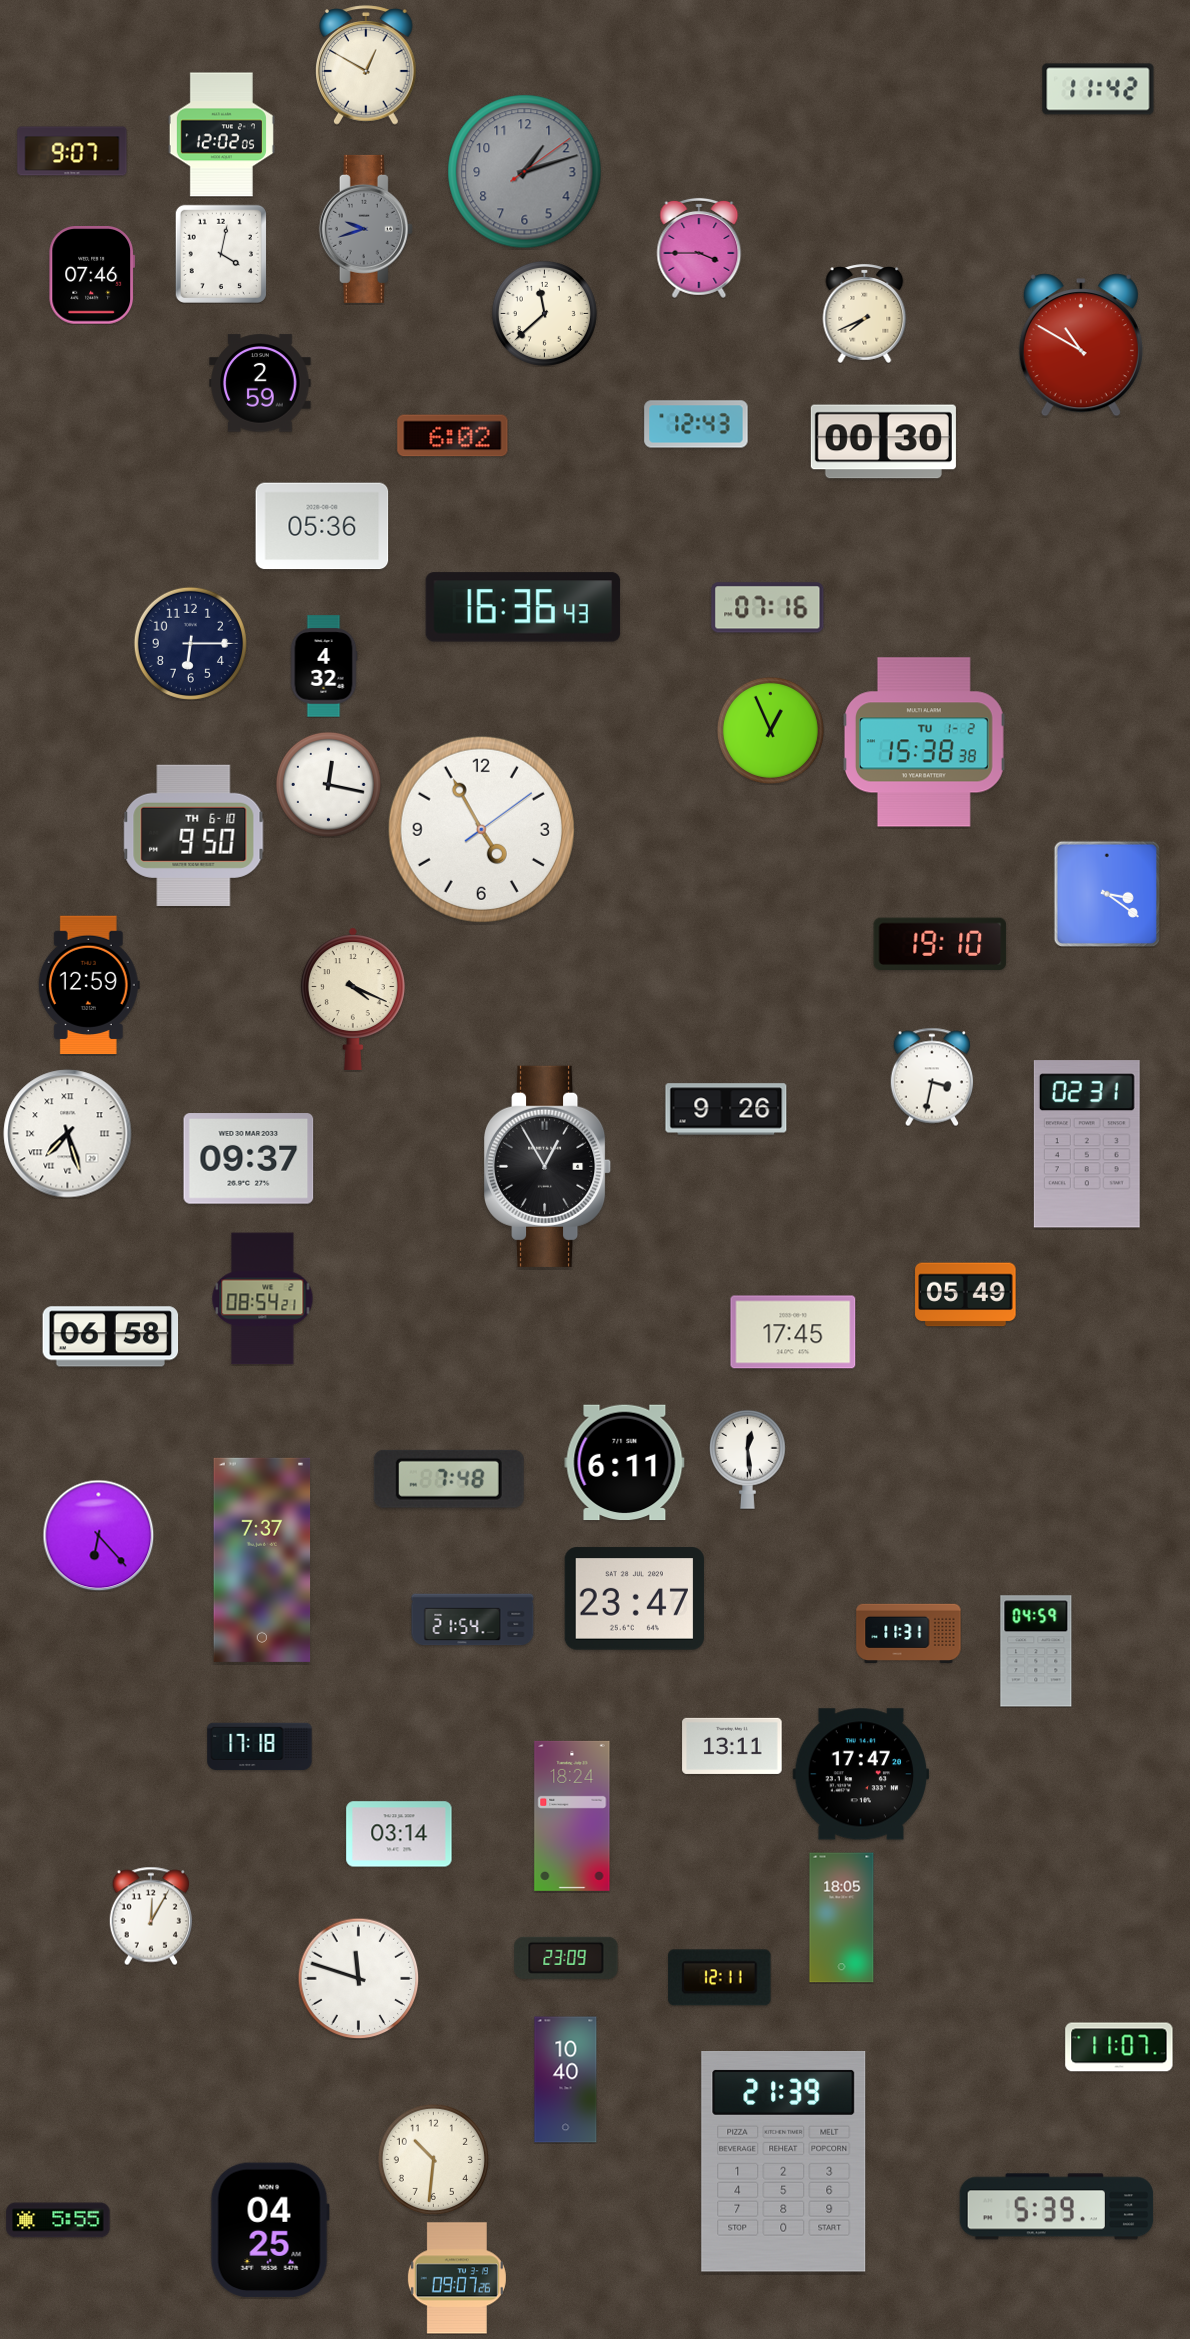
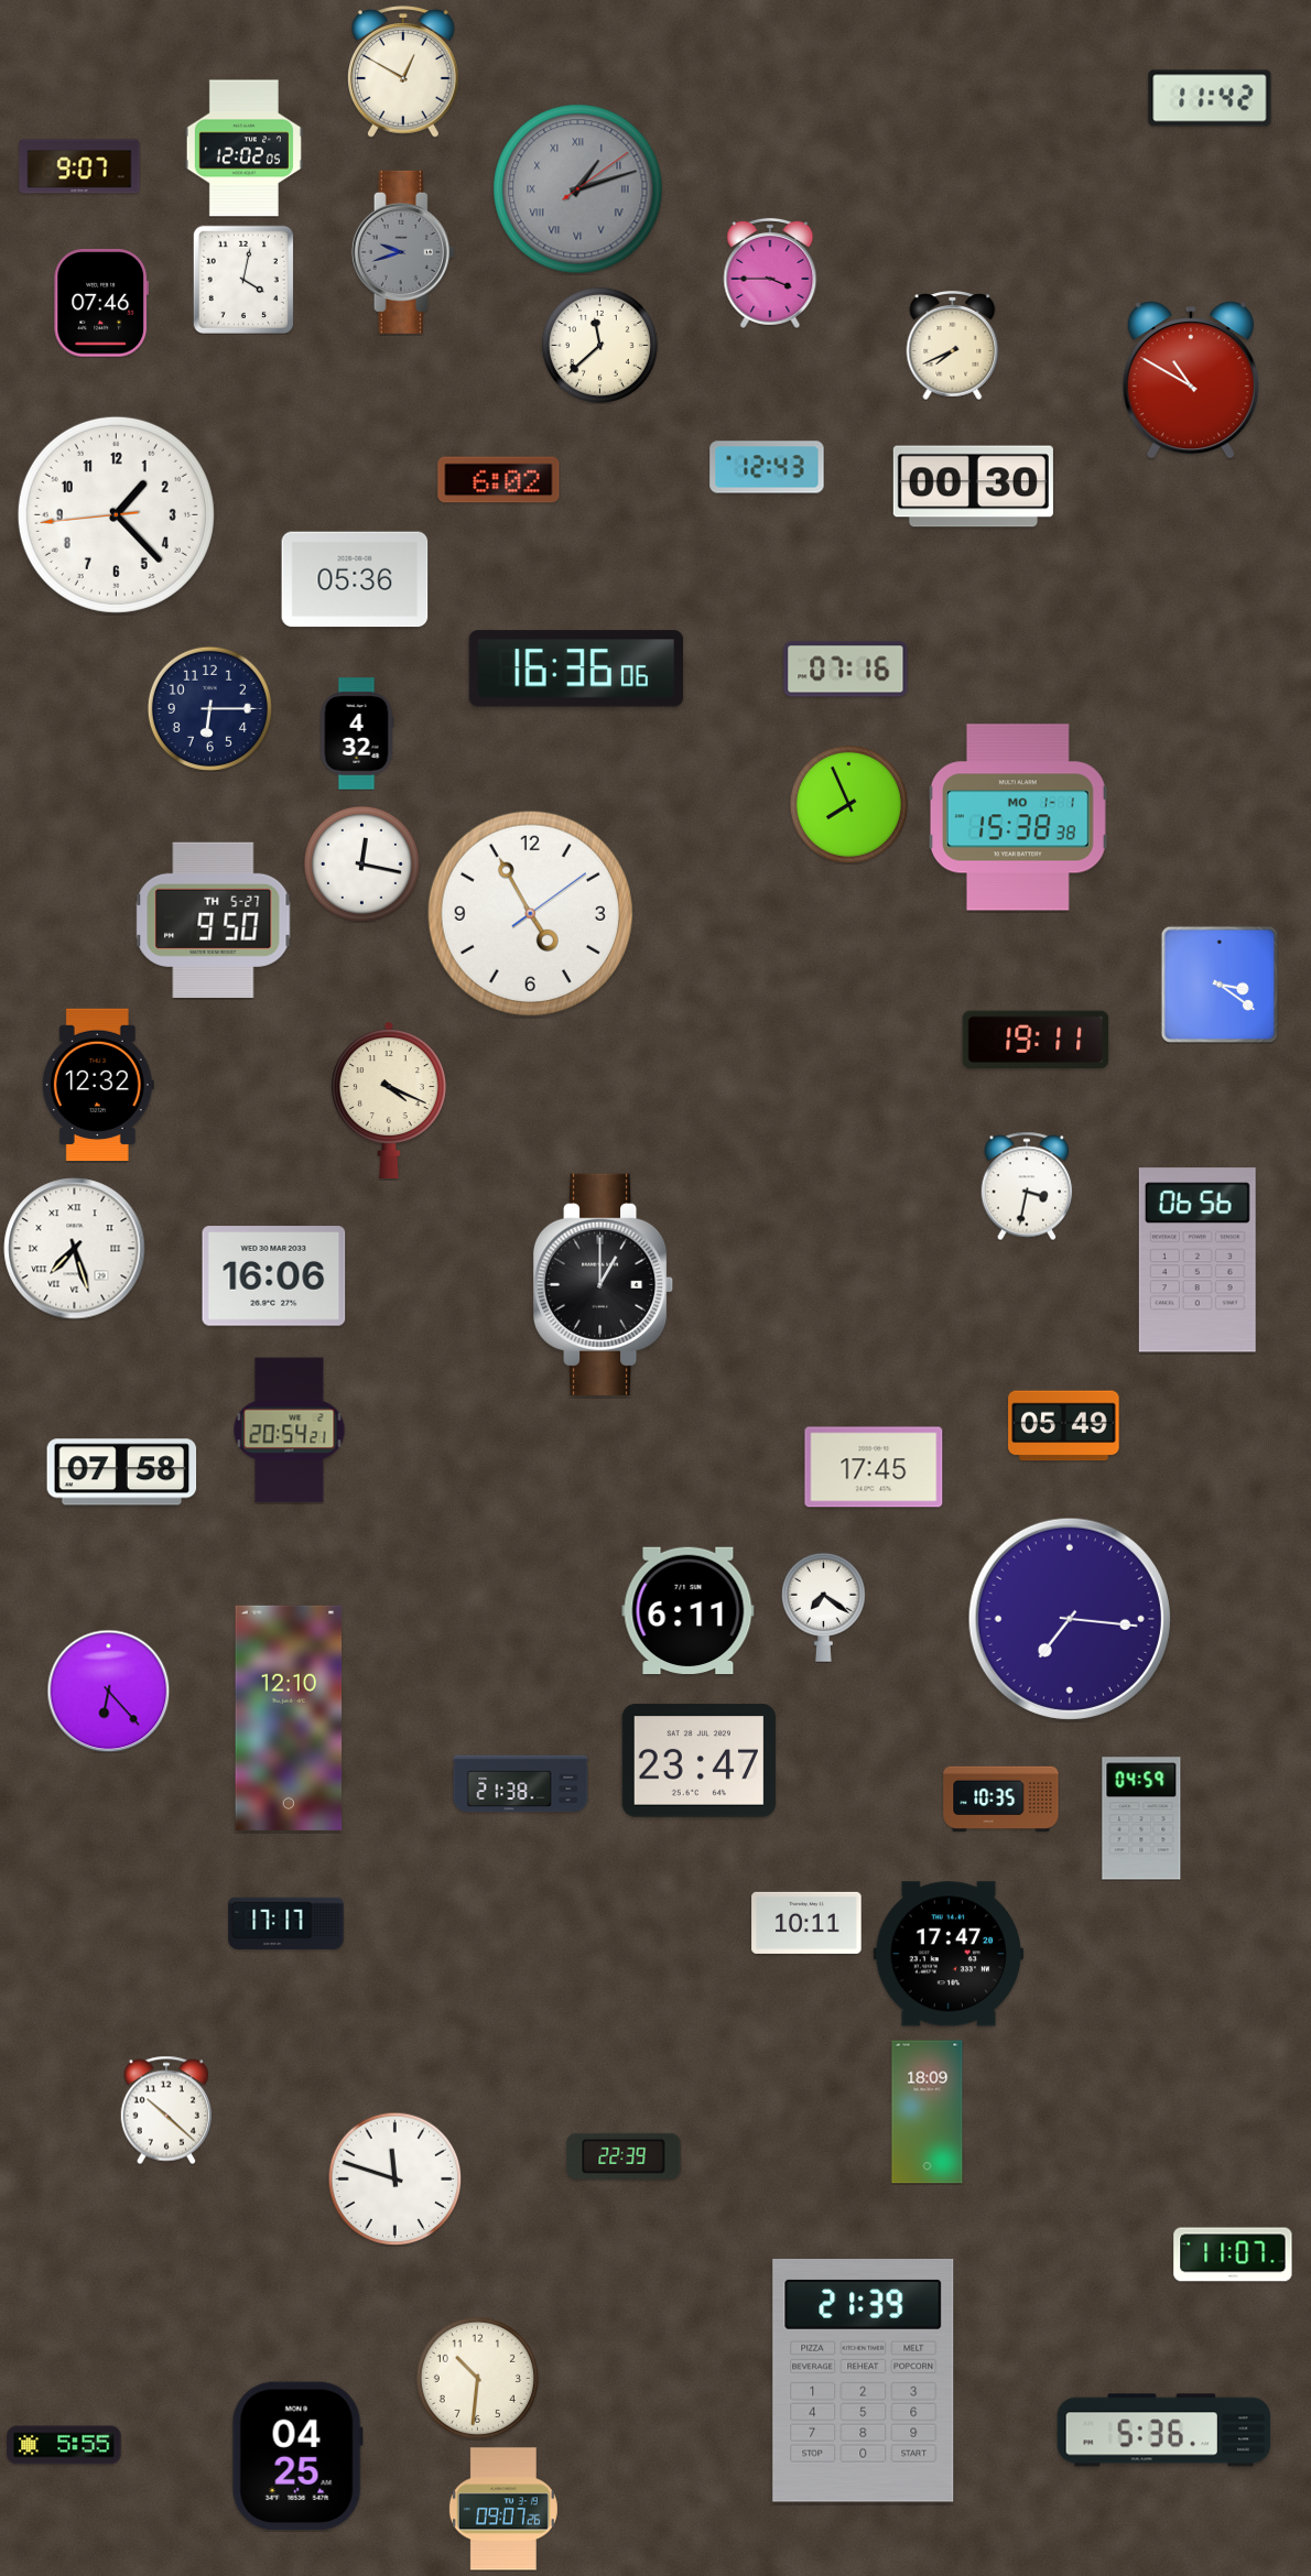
clock at (525, 172) numerals: Arabic -> Roman
clock at (260, 383): 2:59 -> none
clock at (116, 514): none -> 1:22
clock at (523, 607): 16:36:43 -> 16:36:06
clock at (770, 730): 12:56 -> 7:56
clock at (924, 742) date: TU 1-2 -> MO 1-1
clock at (194, 835) date: TH 6-10 -> TH 5-27
clock at (940, 944): 19:10 -> 19:11
clock at (89, 985): 12:59 -> 12:32
clock at (726, 1109): 9:26 -> none
clock at (1087, 1144): 02:31 -> 06:56
clock at (249, 1159): 09:37 -> 16:06
clock at (549, 1166): 12:55 -> 1:00
clock at (263, 1299): 08:54 -> 20:54
clock at (111, 1337): 06:58 -> 07:58
clock at (747, 1459): 12:29 -> 7:21
clock at (1070, 1619): none -> 7:16
clock at (449, 1479): 7:48 -> none
clock at (262, 1560): 7:37 -> 12:10
clock at (473, 1620): 21:54 -> 21:38
clock at (909, 1633): 11:31 -> 10:35
clock at (732, 1746): 13:11 -> 10:11
clock at (260, 1747): 17:18 -> 17:17
clock at (572, 1816): 18:24 -> none
clock at (399, 1834): 03:14 -> none
clock at (151, 1916): 12:05 -> 10:22
clock at (842, 1918): 18:05 -> 18:09
clock at (566, 1958): 23:09 -> 22:39
clock at (720, 1978): 12:11 -> none
clock at (566, 2080): 10:40 -> none
clock at (1057, 2207): 5:39 -> 5:36
